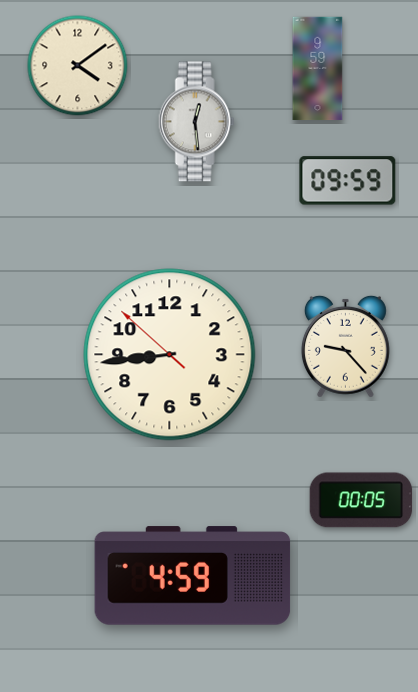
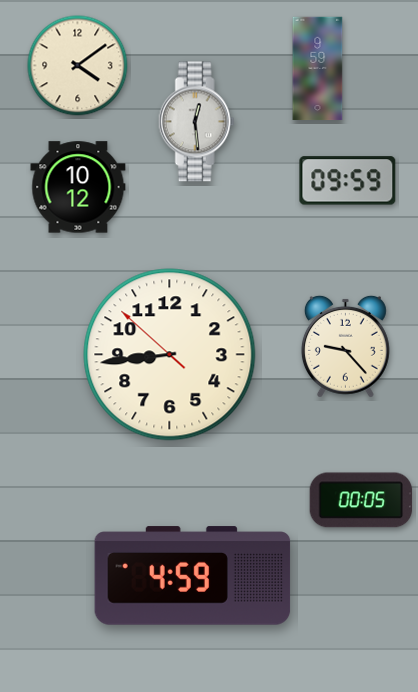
clock at (78, 187): none -> 10:12
